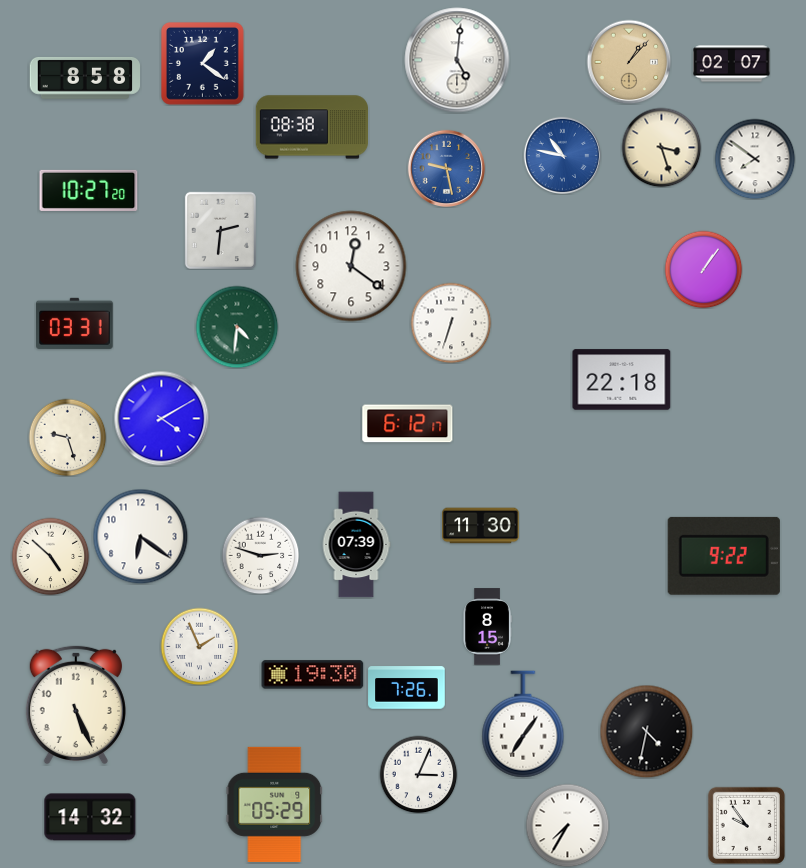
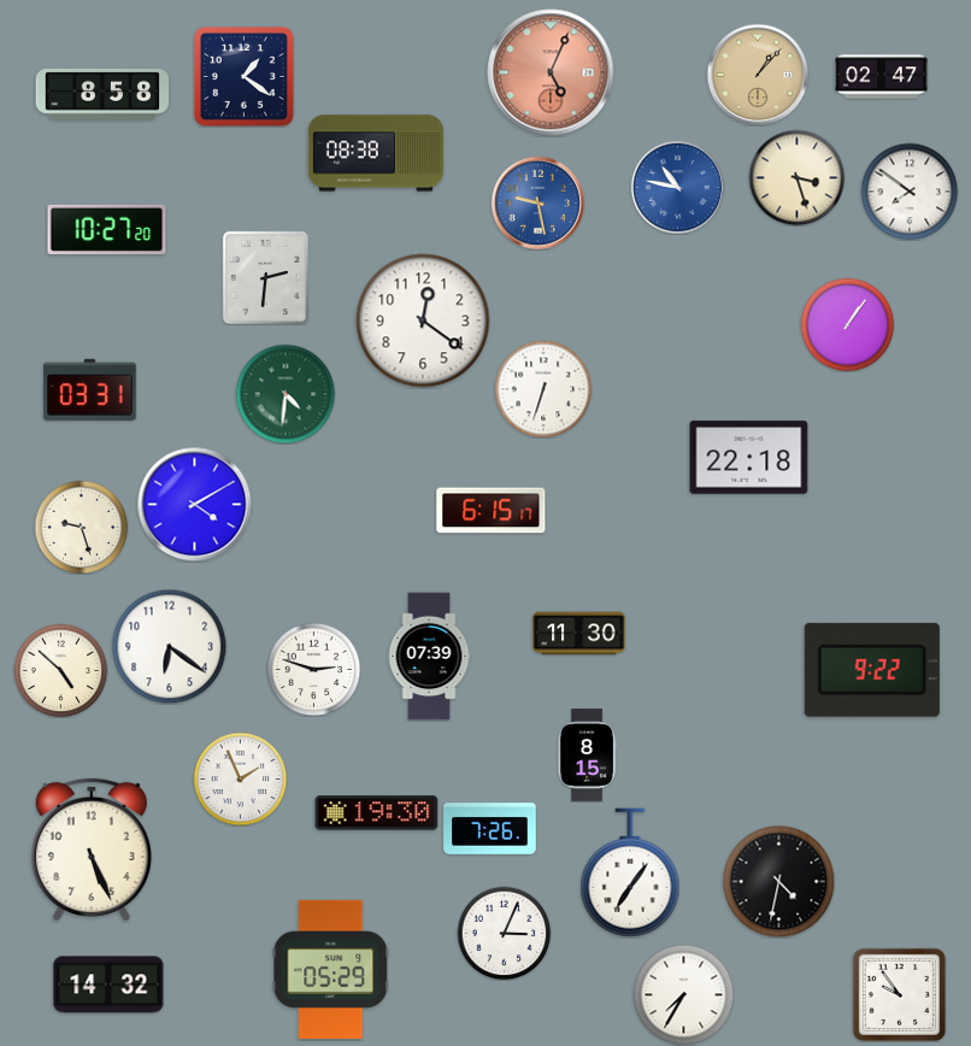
clock at (457, 60): 5:01 -> 5:04
clock at (457, 60) dial: white -> salmon
clock at (732, 64): 02:07 -> 02:47
clock at (408, 424): 6:12 -> 6:15
